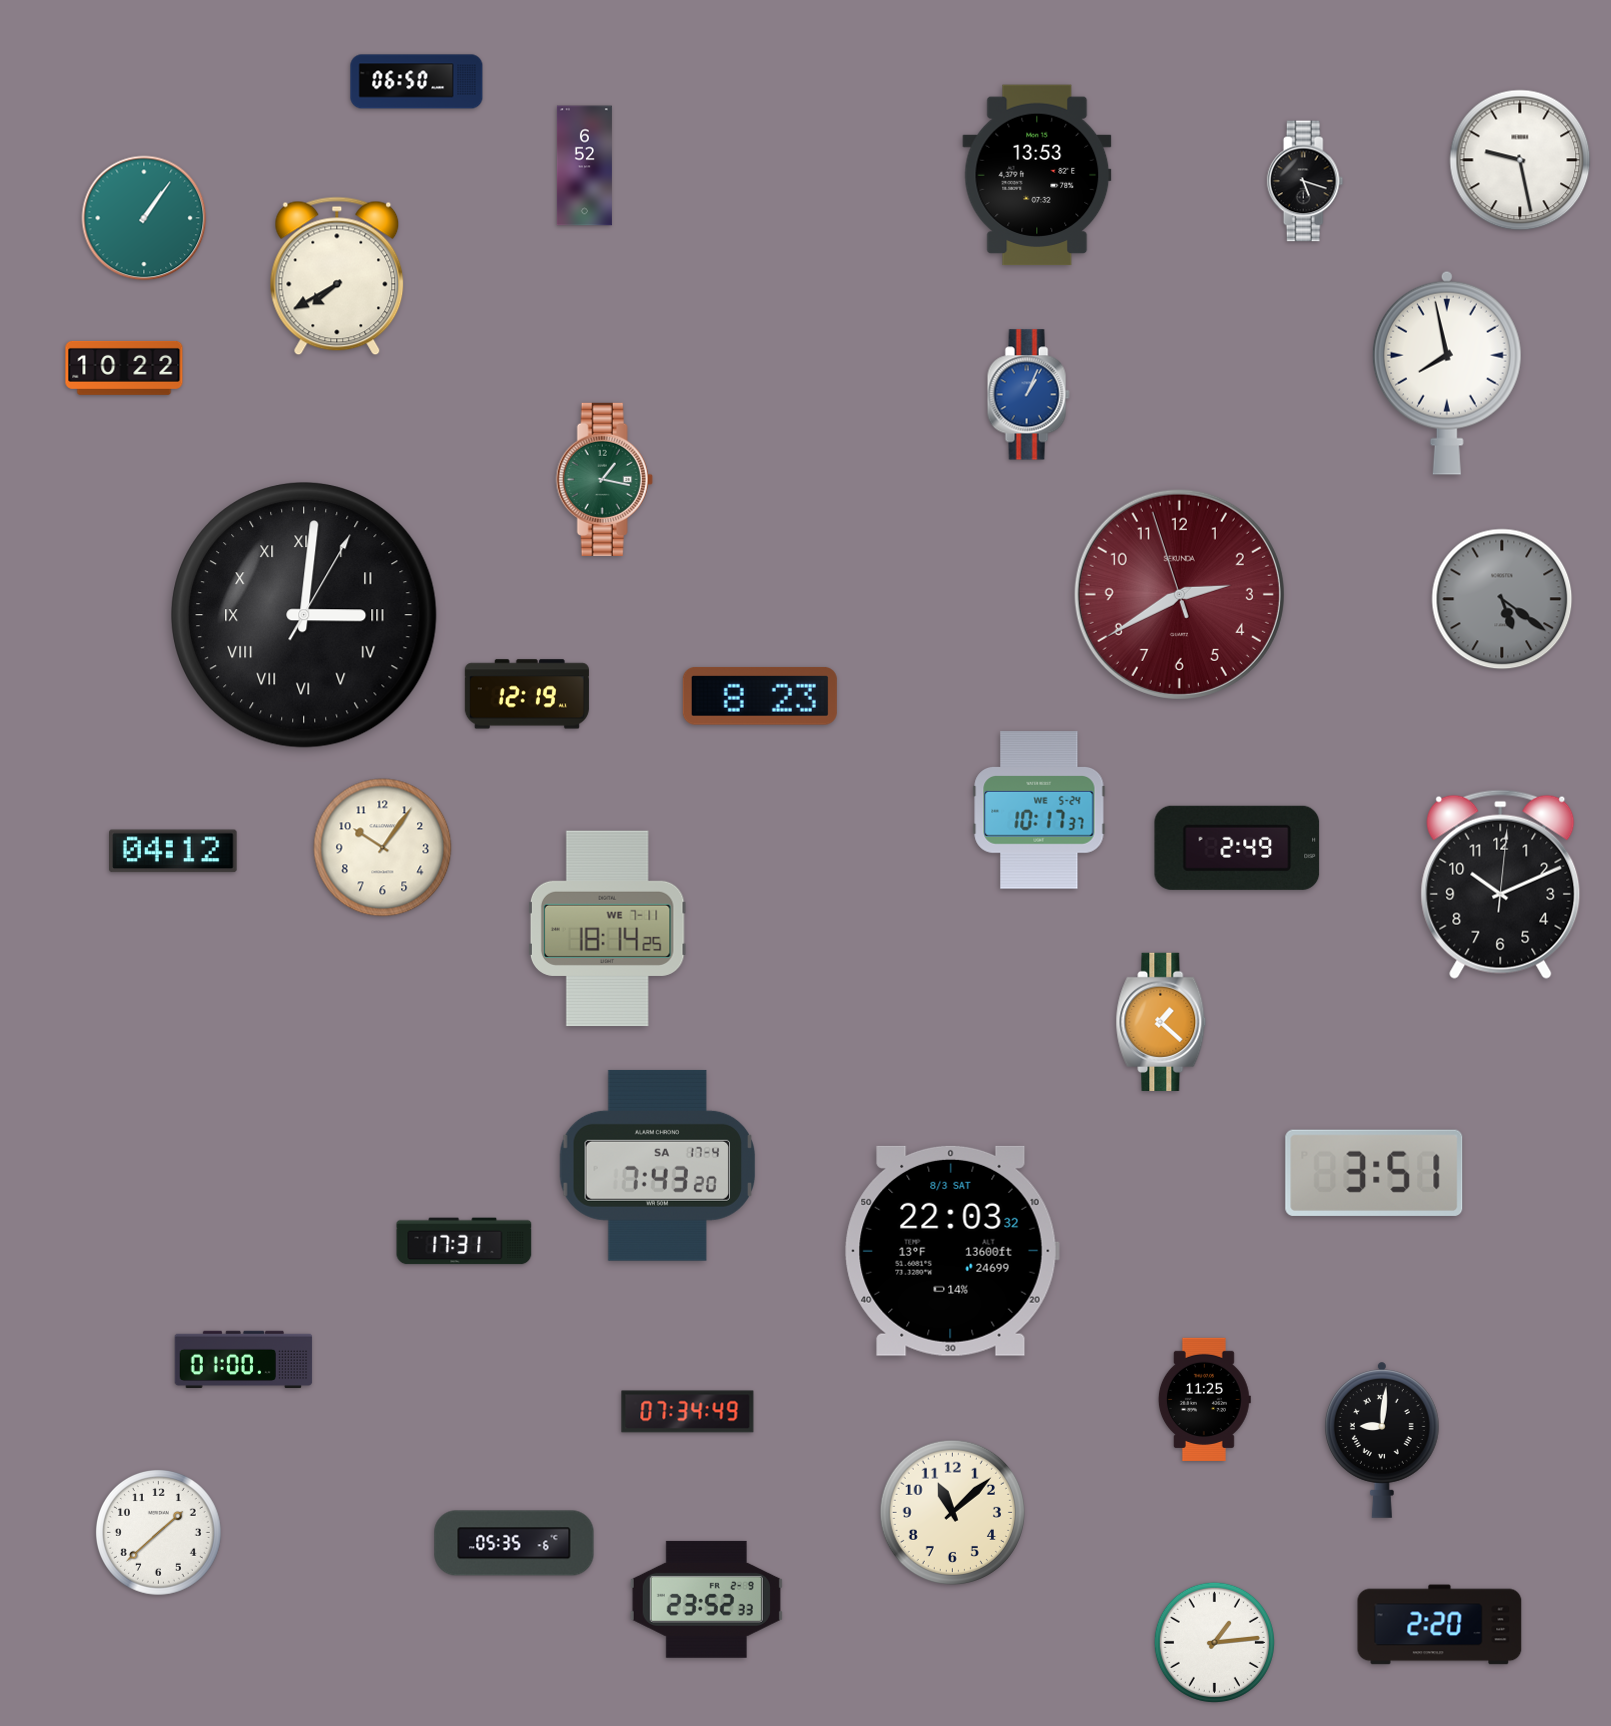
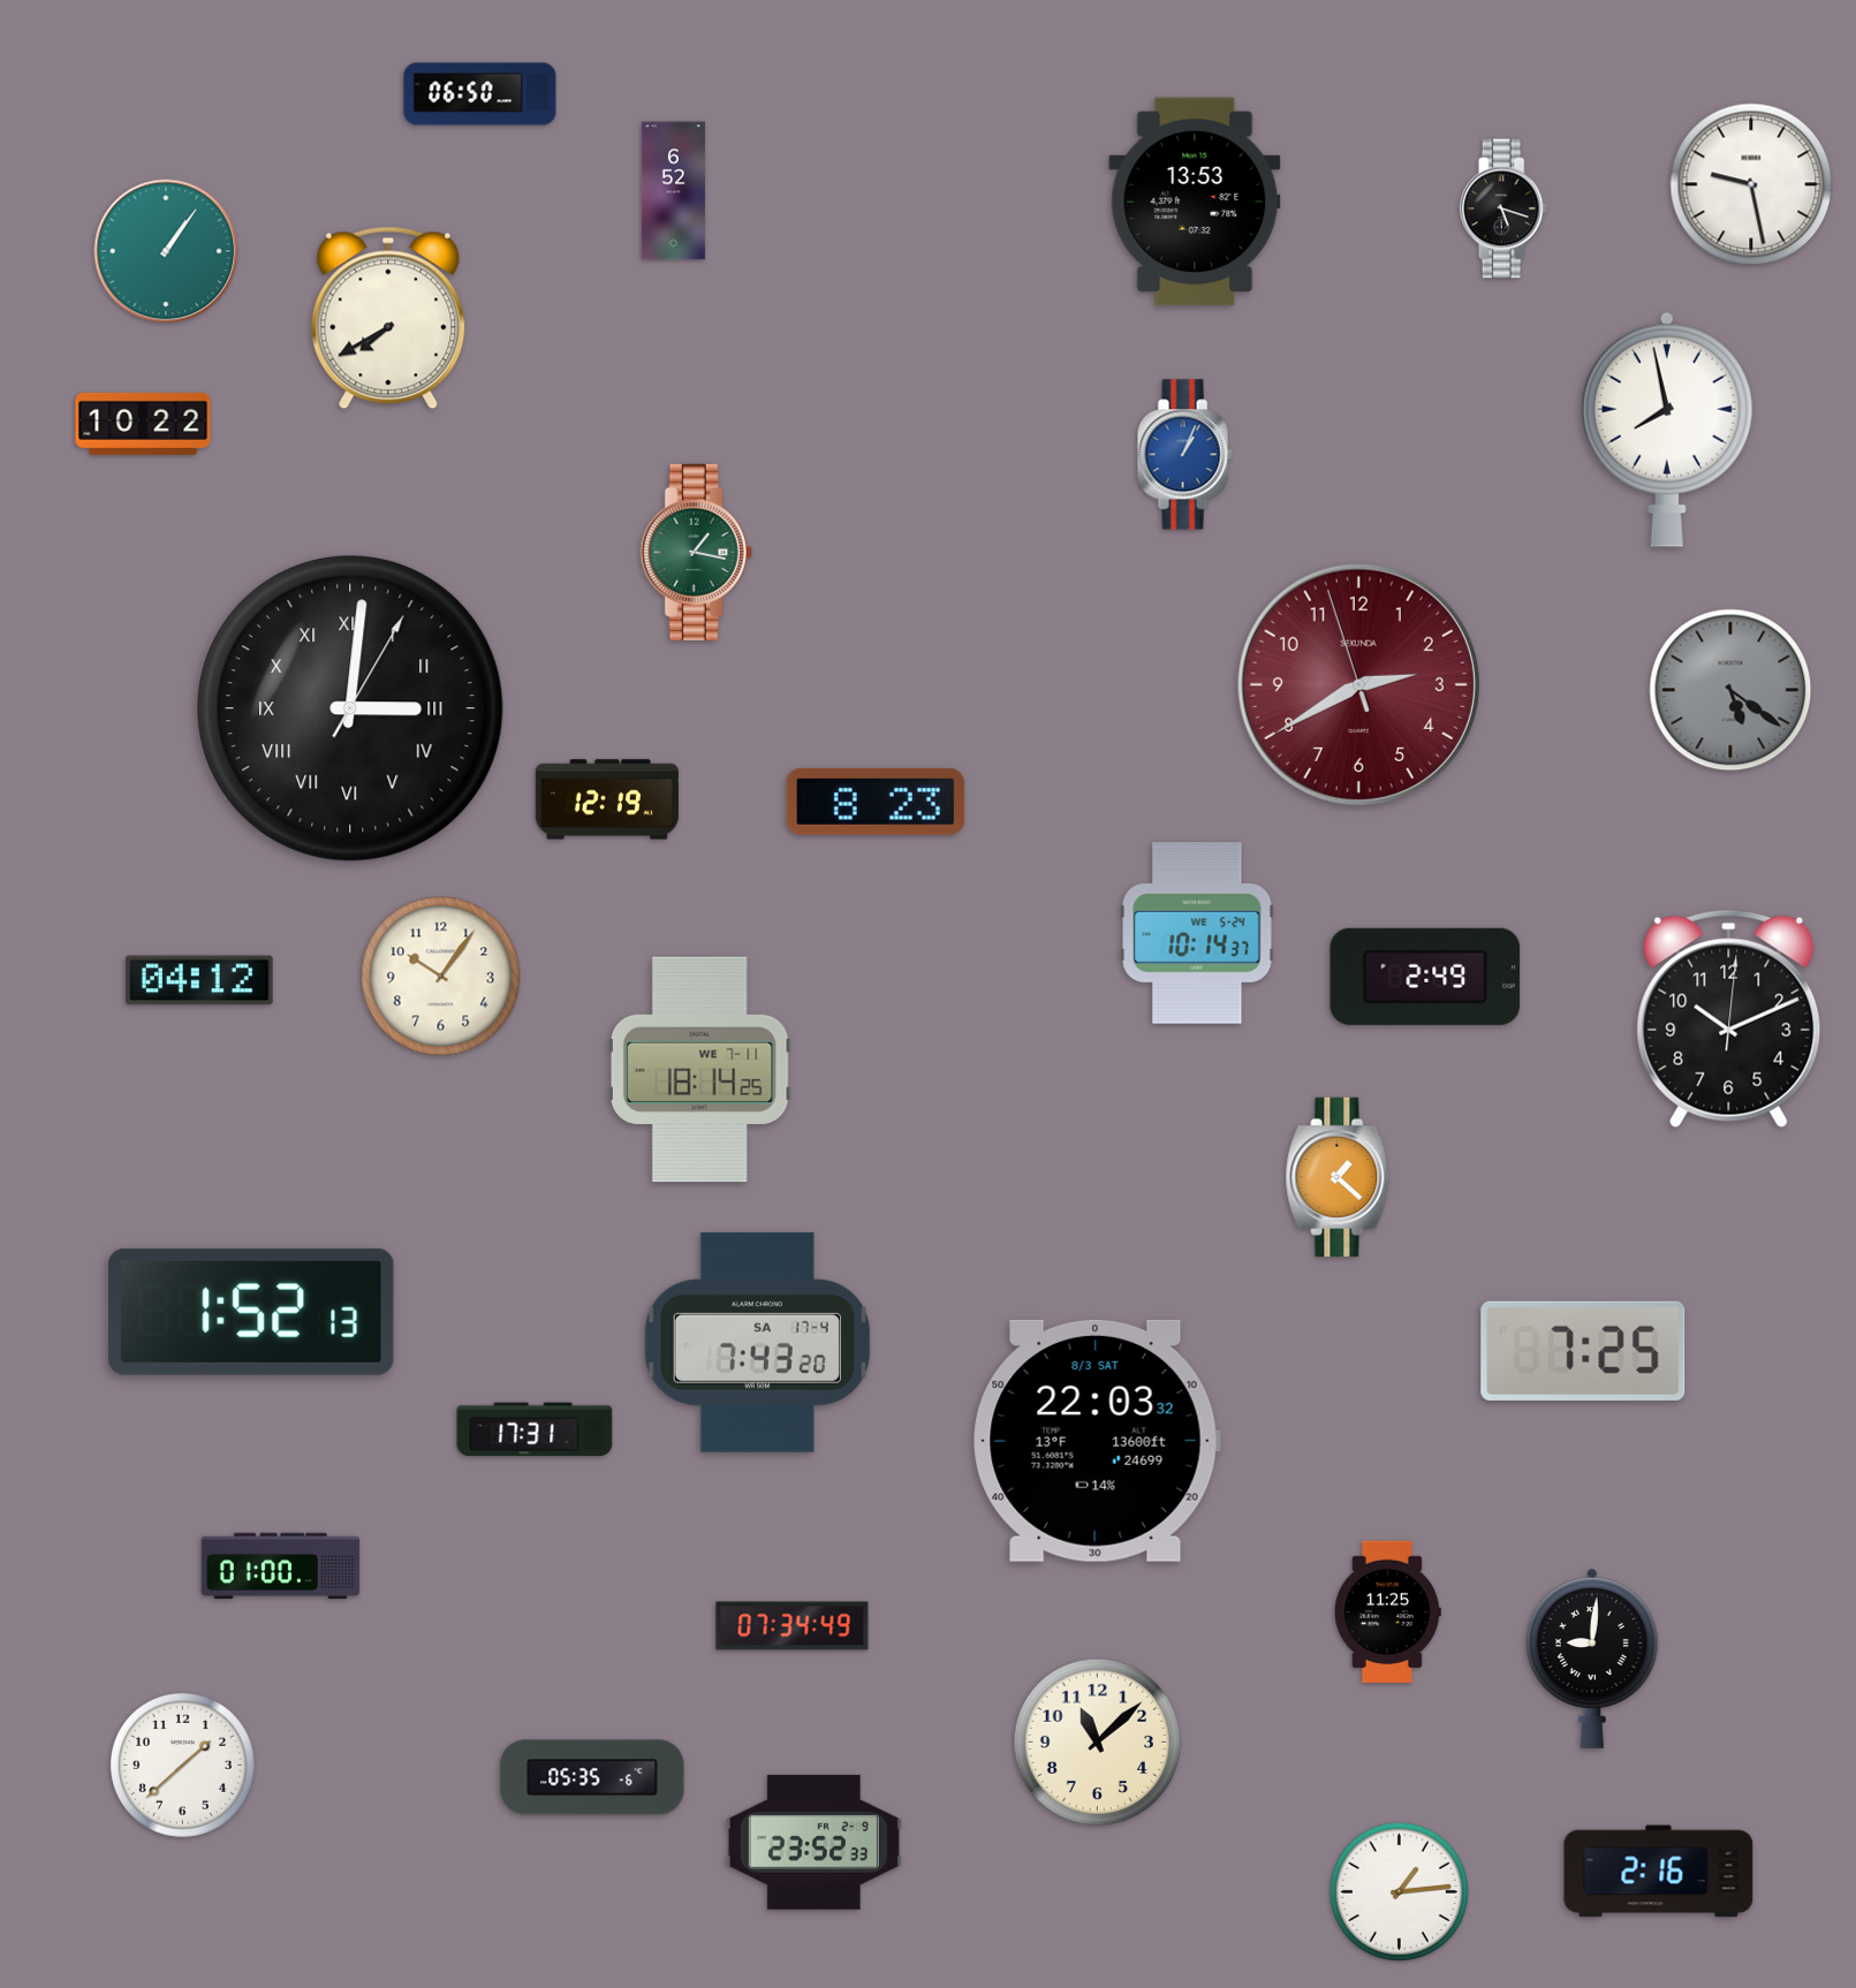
clock at (1039, 810): 10:17 -> 10:14
clock at (251, 1312): none -> 1:52
clock at (1374, 1173): 3:51 -> 7:25
clock at (1440, 1625): 2:20 -> 2:16
